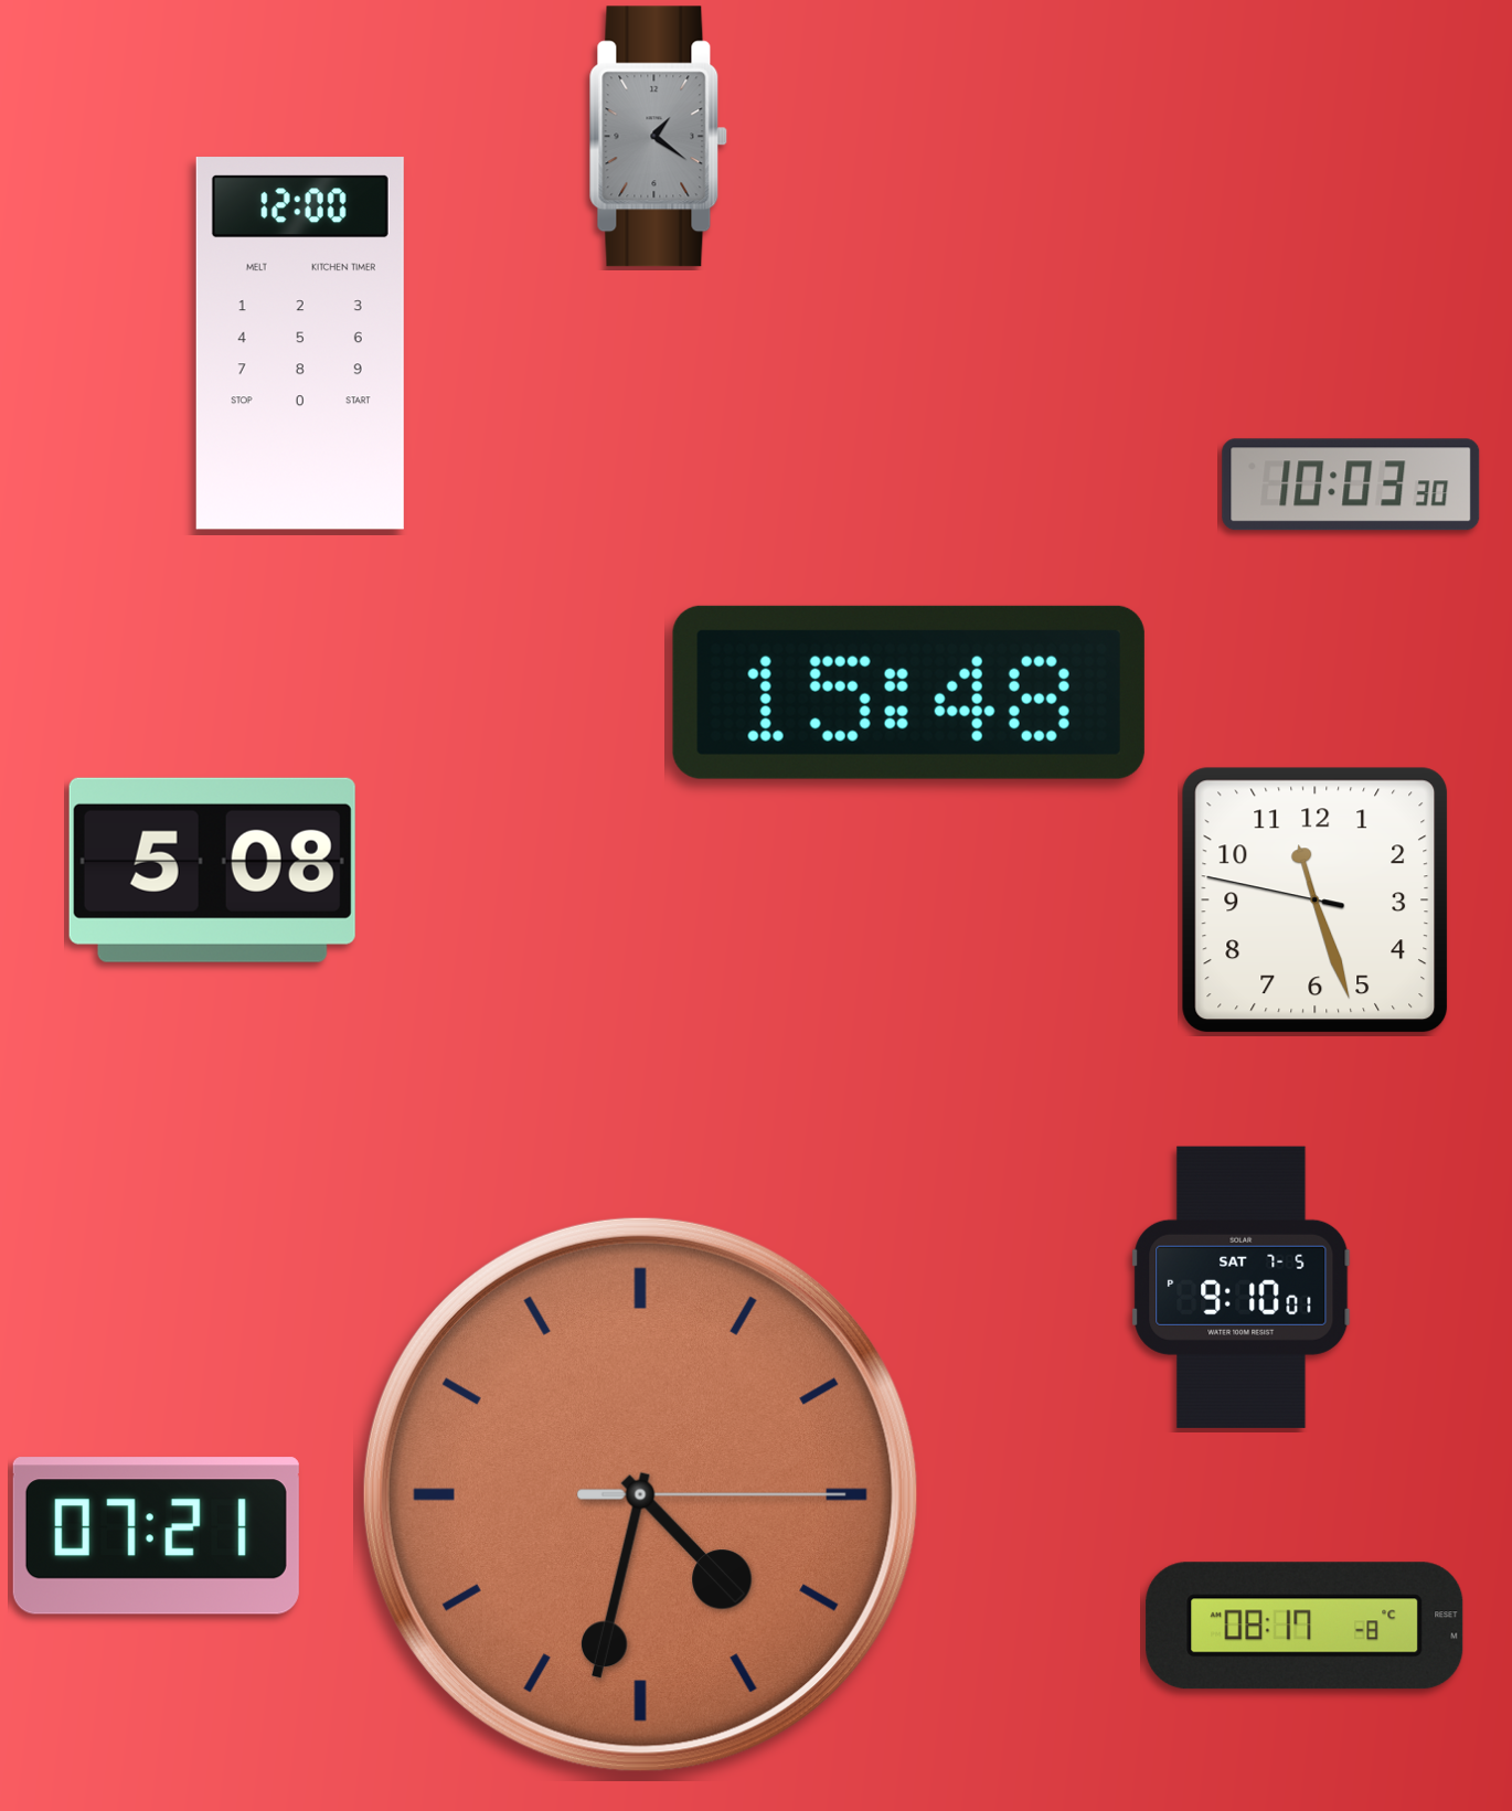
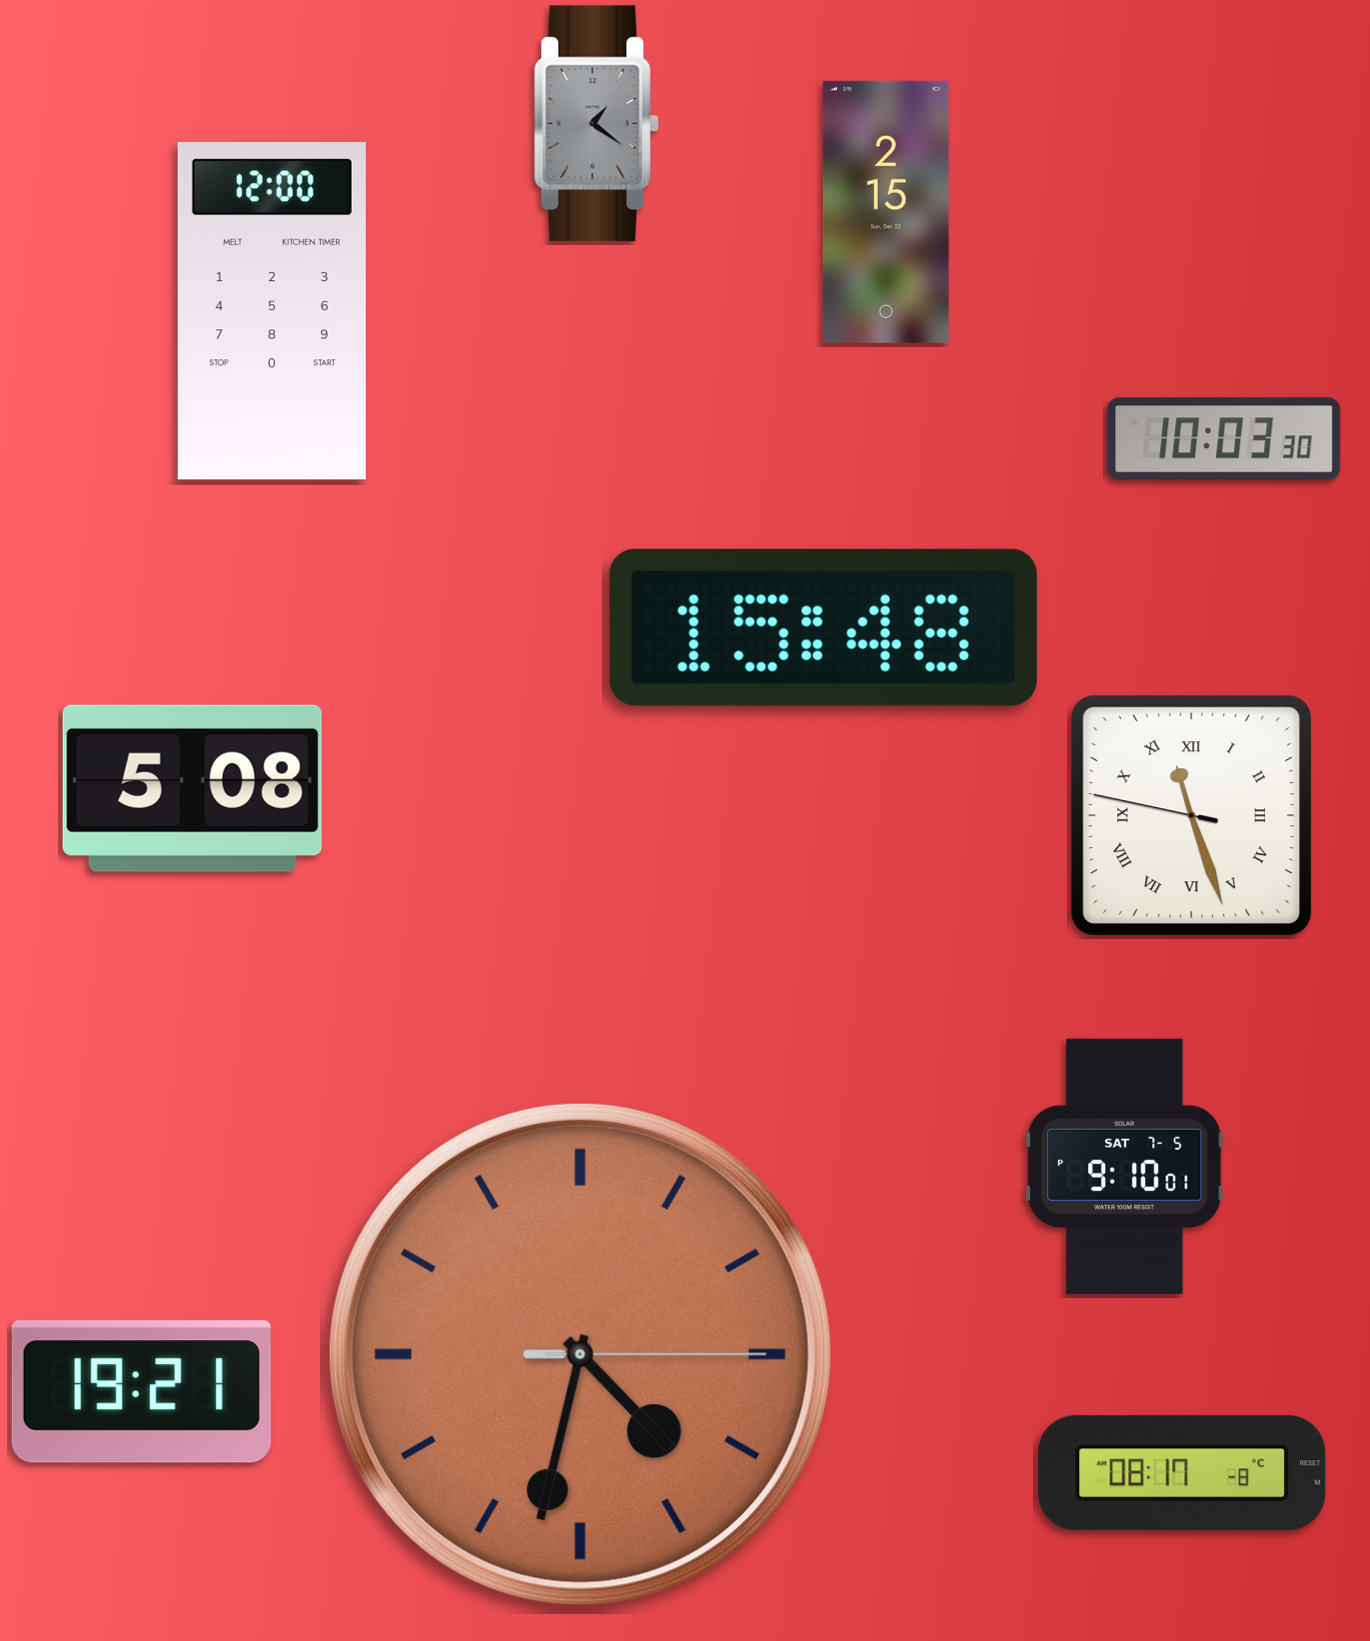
clock at (886, 212): none -> 2:15
clock at (1316, 901) numerals: Arabic -> Roman
clock at (156, 1536): 07:21 -> 19:21
